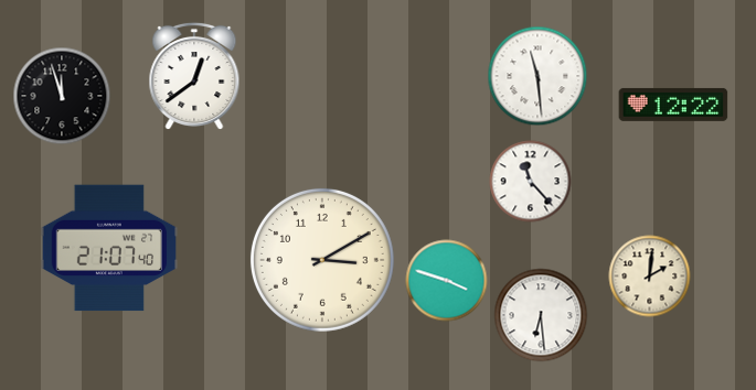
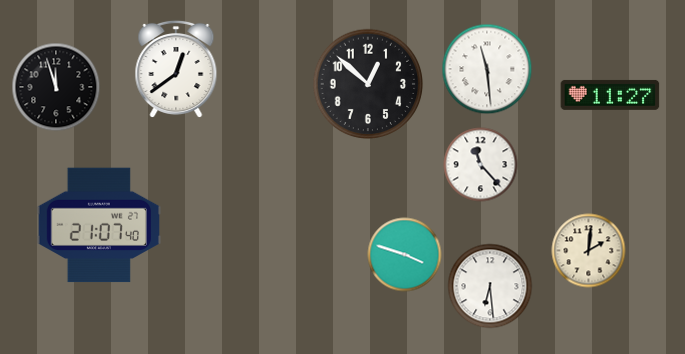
clock at (368, 84): none -> 12:52
clock at (673, 105): 12:22 -> 11:27
clock at (322, 260): 3:10 -> none
